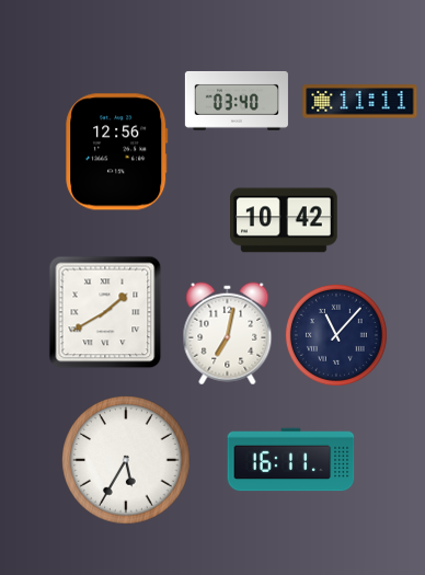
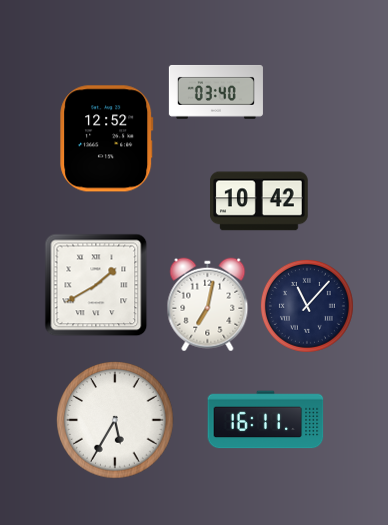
clock at (360, 102): 11:11 -> none
clock at (117, 152): 12:56 -> 12:52
